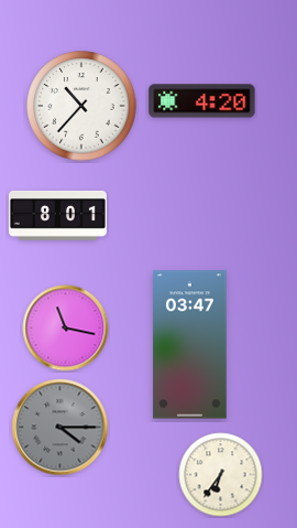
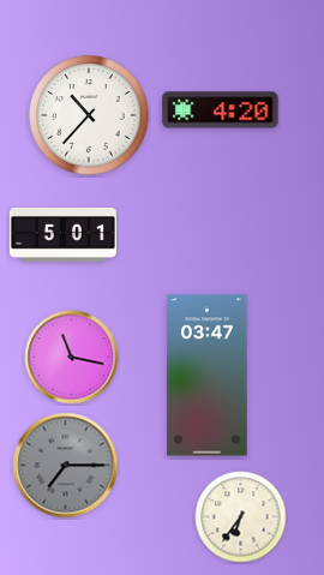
clock at (57, 216): 8:01 -> 5:01
clock at (61, 428): 4:15 -> 7:15
